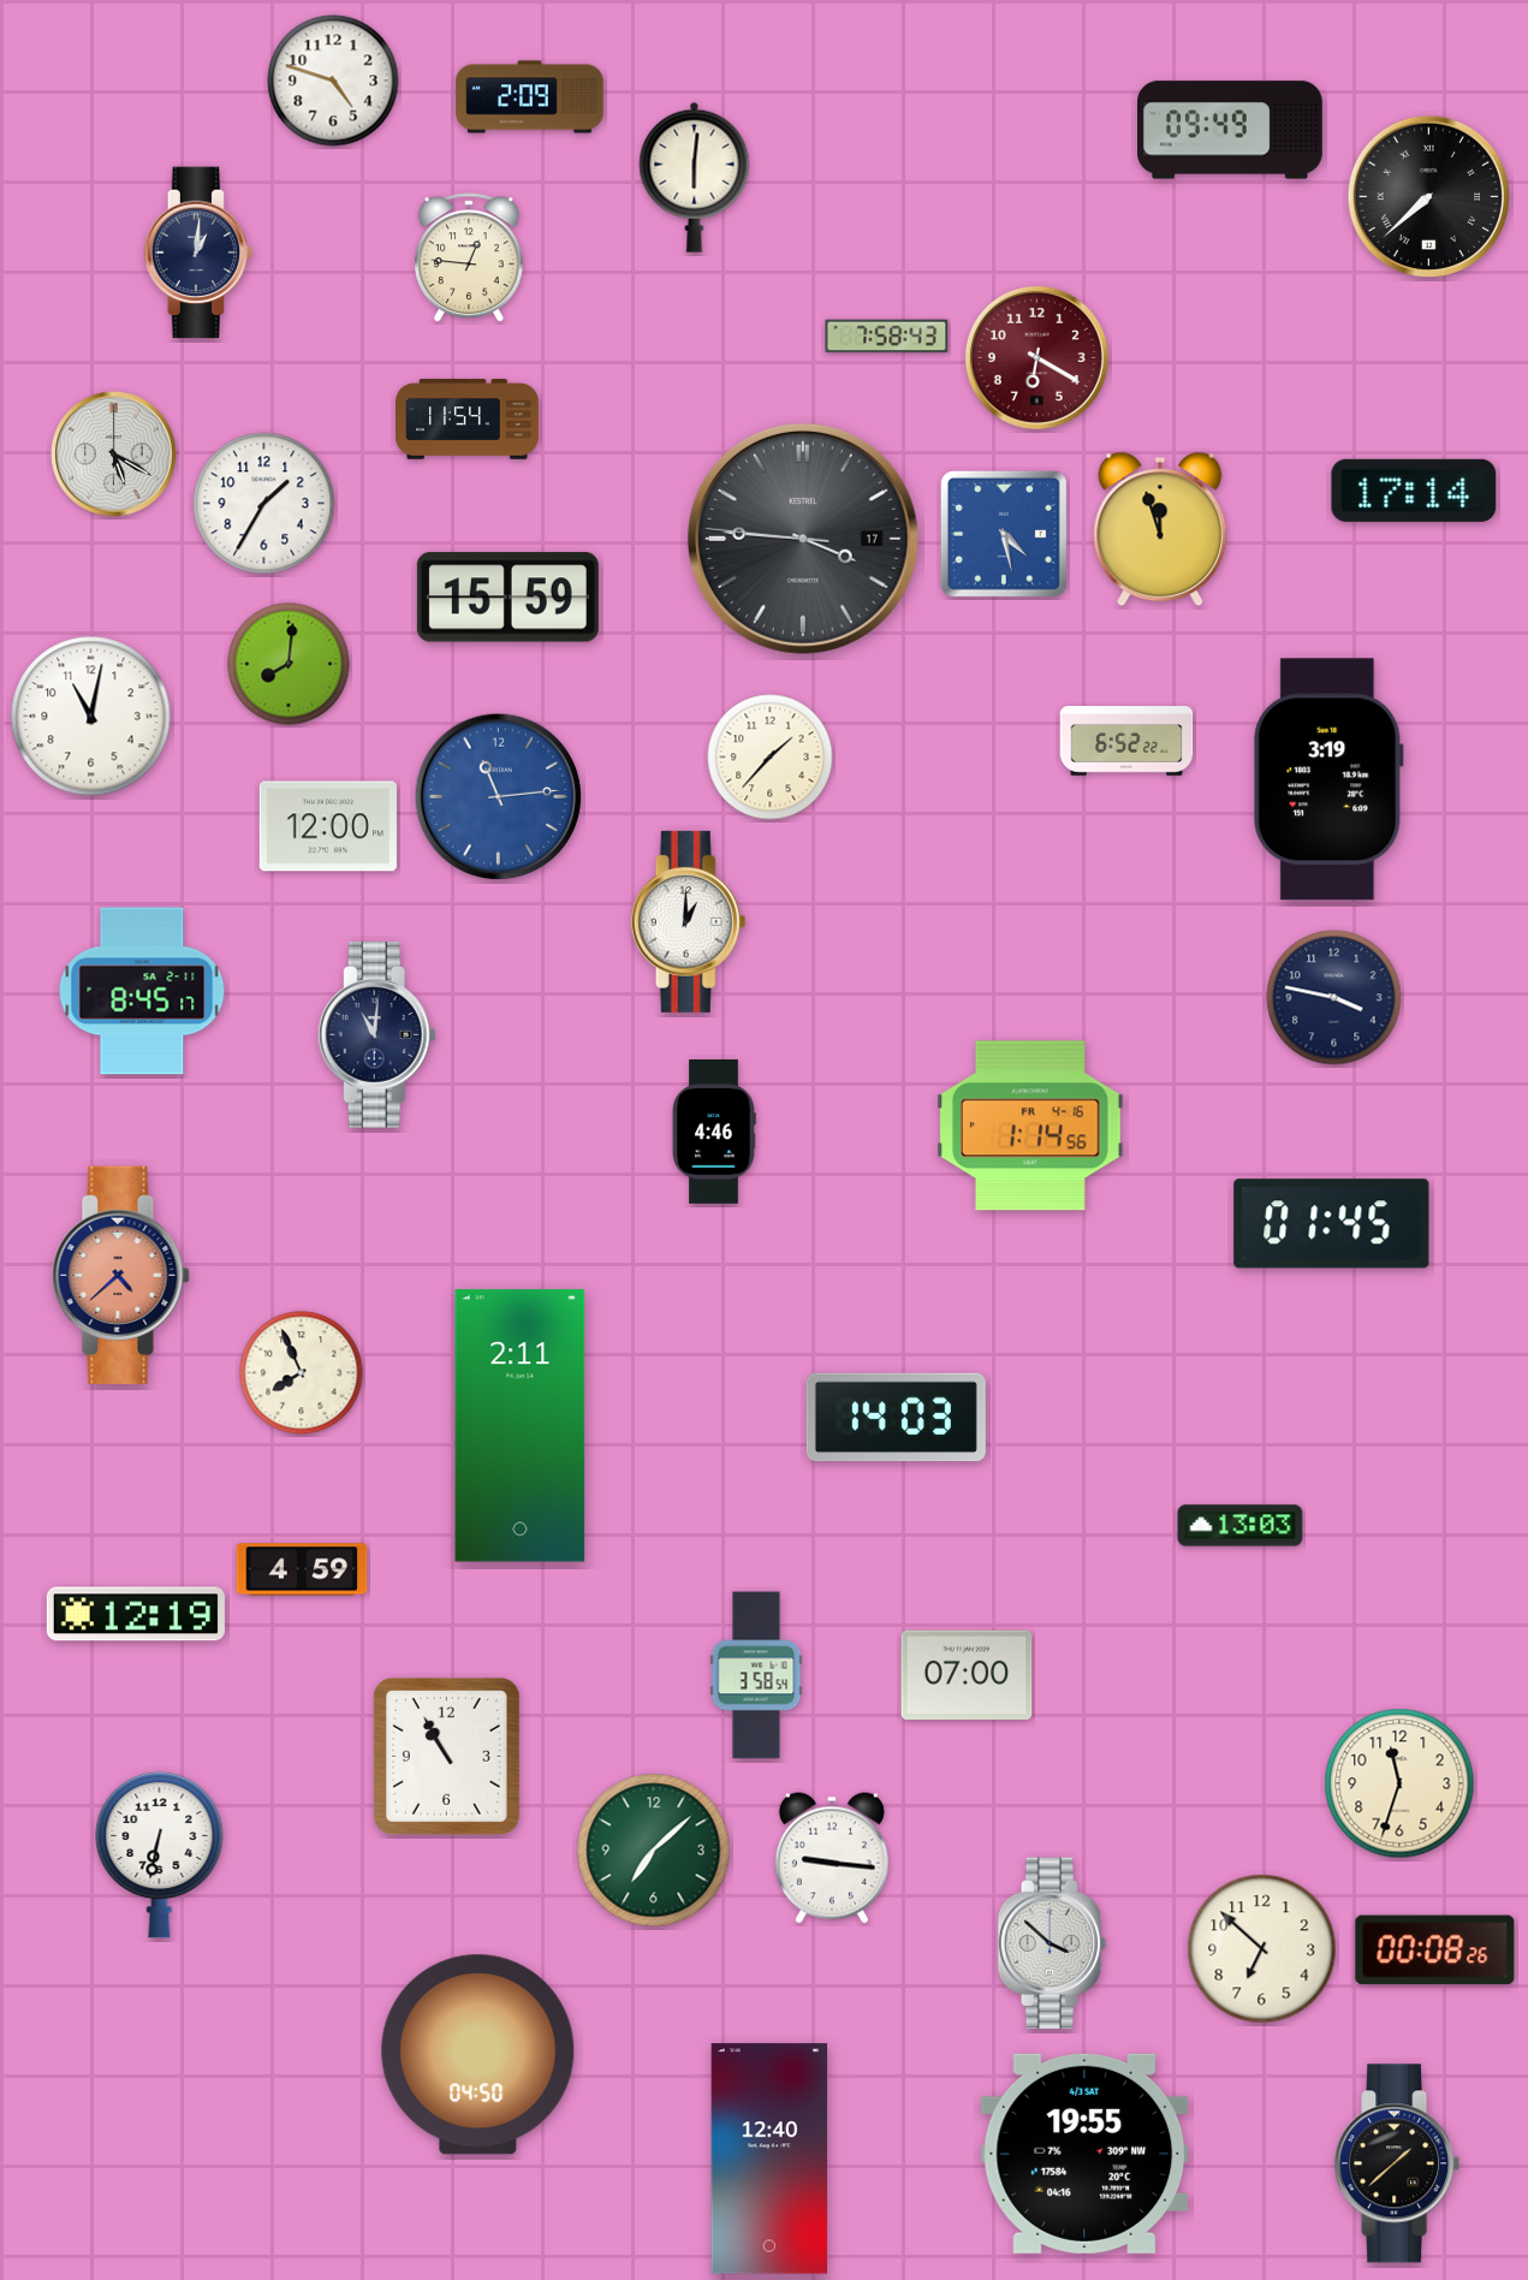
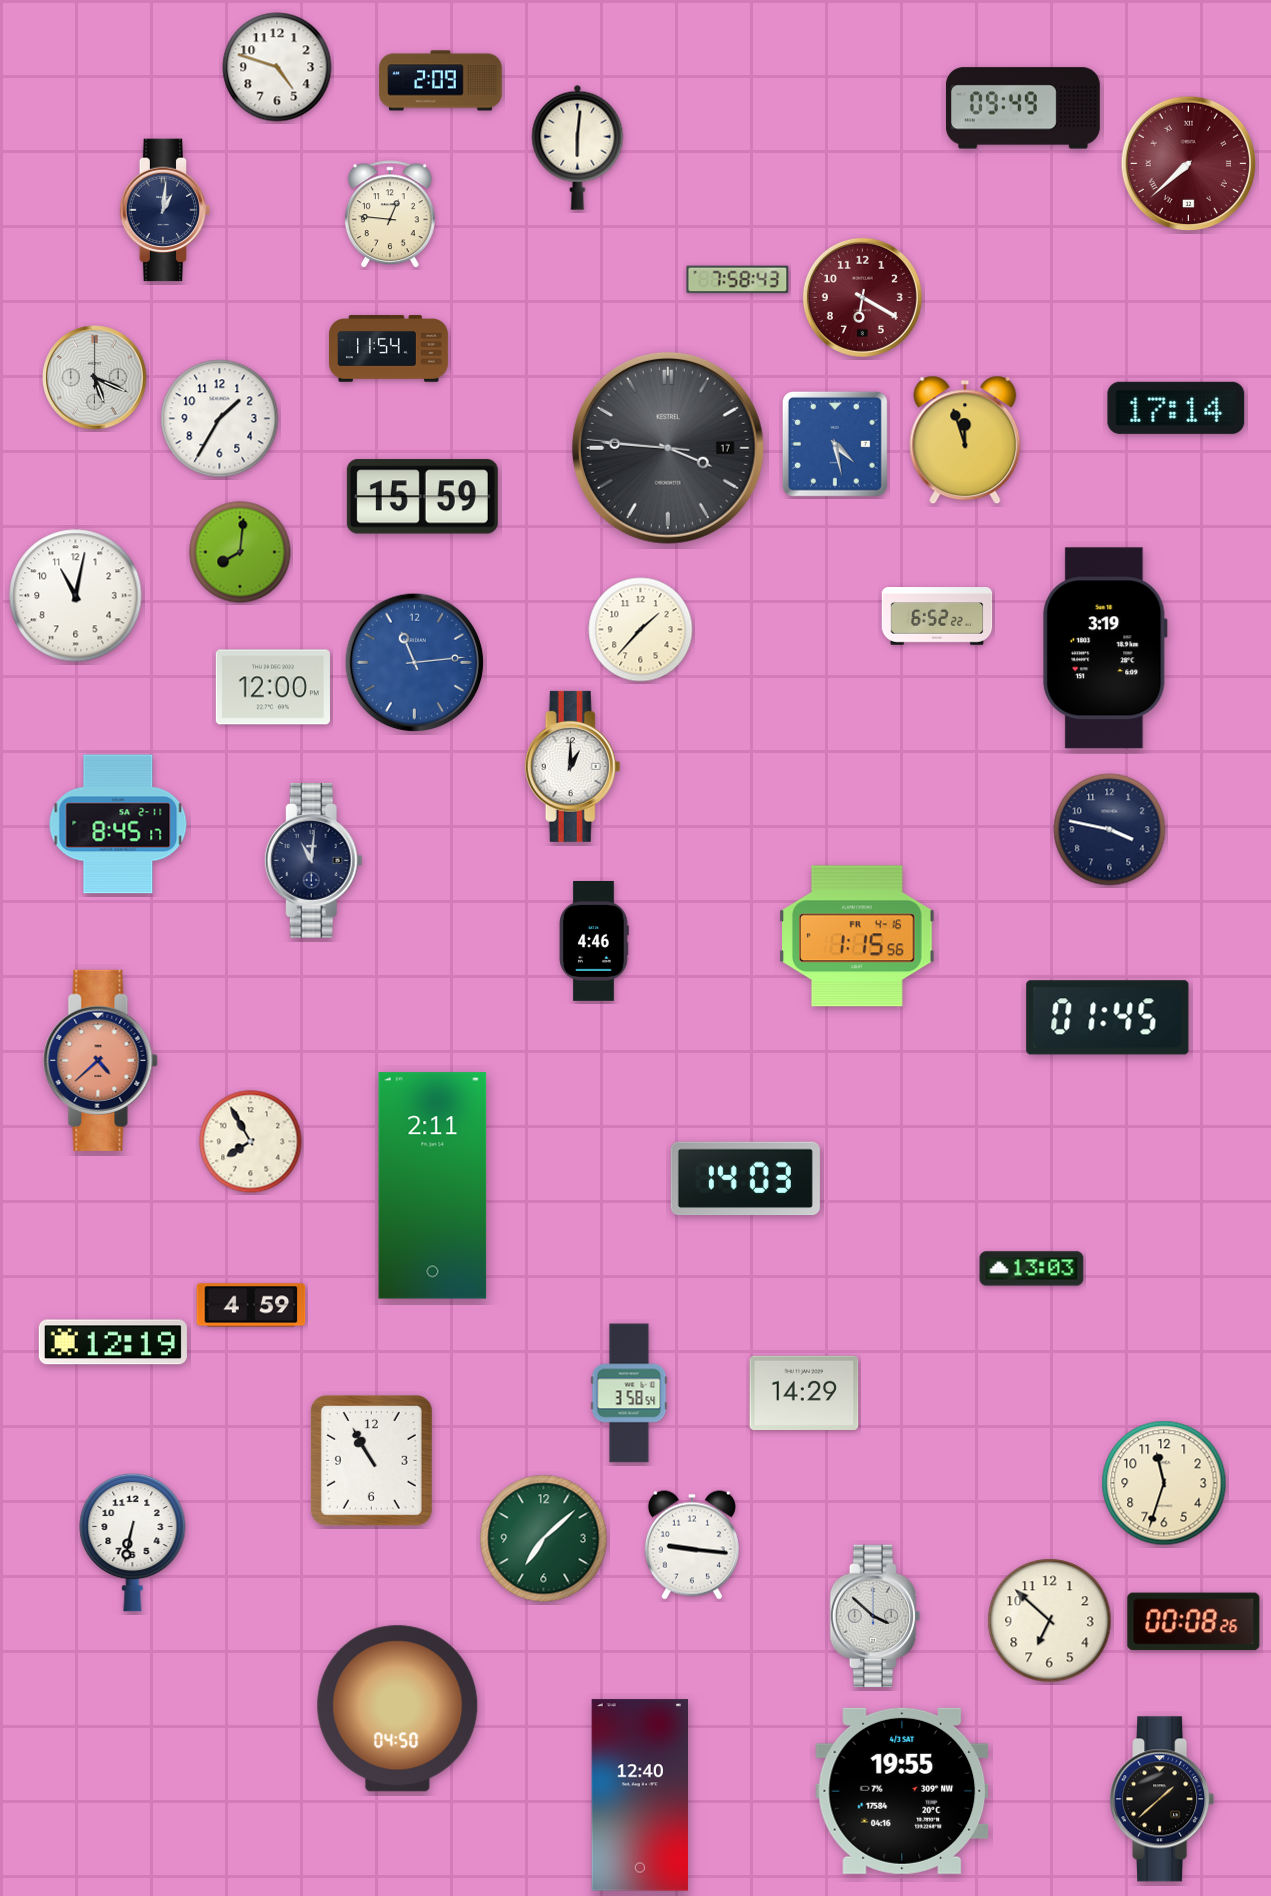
clock at (1428, 196) dial: black -> burgundy
clock at (114, 455): 5:20 -> 5:19
clock at (1031, 1126): 1:14 -> 1:15
clock at (302, 1373): 7:56 -> 7:55
clock at (967, 1674): 07:00 -> 14:29
